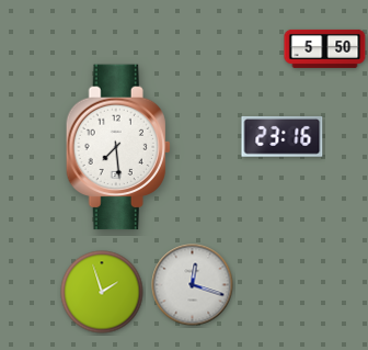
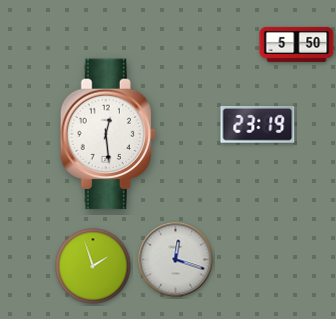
clock at (283, 136): 23:16 -> 23:19
clock at (118, 147): 7:29 -> 12:29
